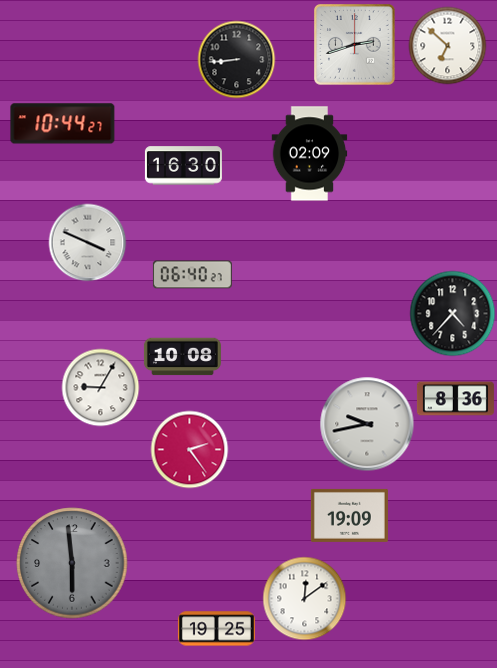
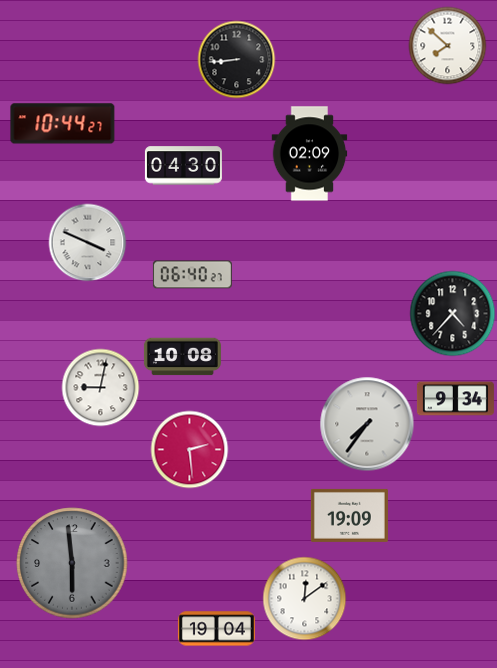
clock at (355, 45): 2:42 -> none
clock at (447, 45): 6:52 -> 7:52
clock at (183, 166): 16:30 -> 04:30
clock at (100, 387): 9:05 -> 9:02
clock at (455, 399): 8:36 -> 9:34
clock at (367, 424): 9:43 -> 7:36
clock at (189, 449): 2:24 -> 2:29
clock at (216, 629): 19:25 -> 19:04
